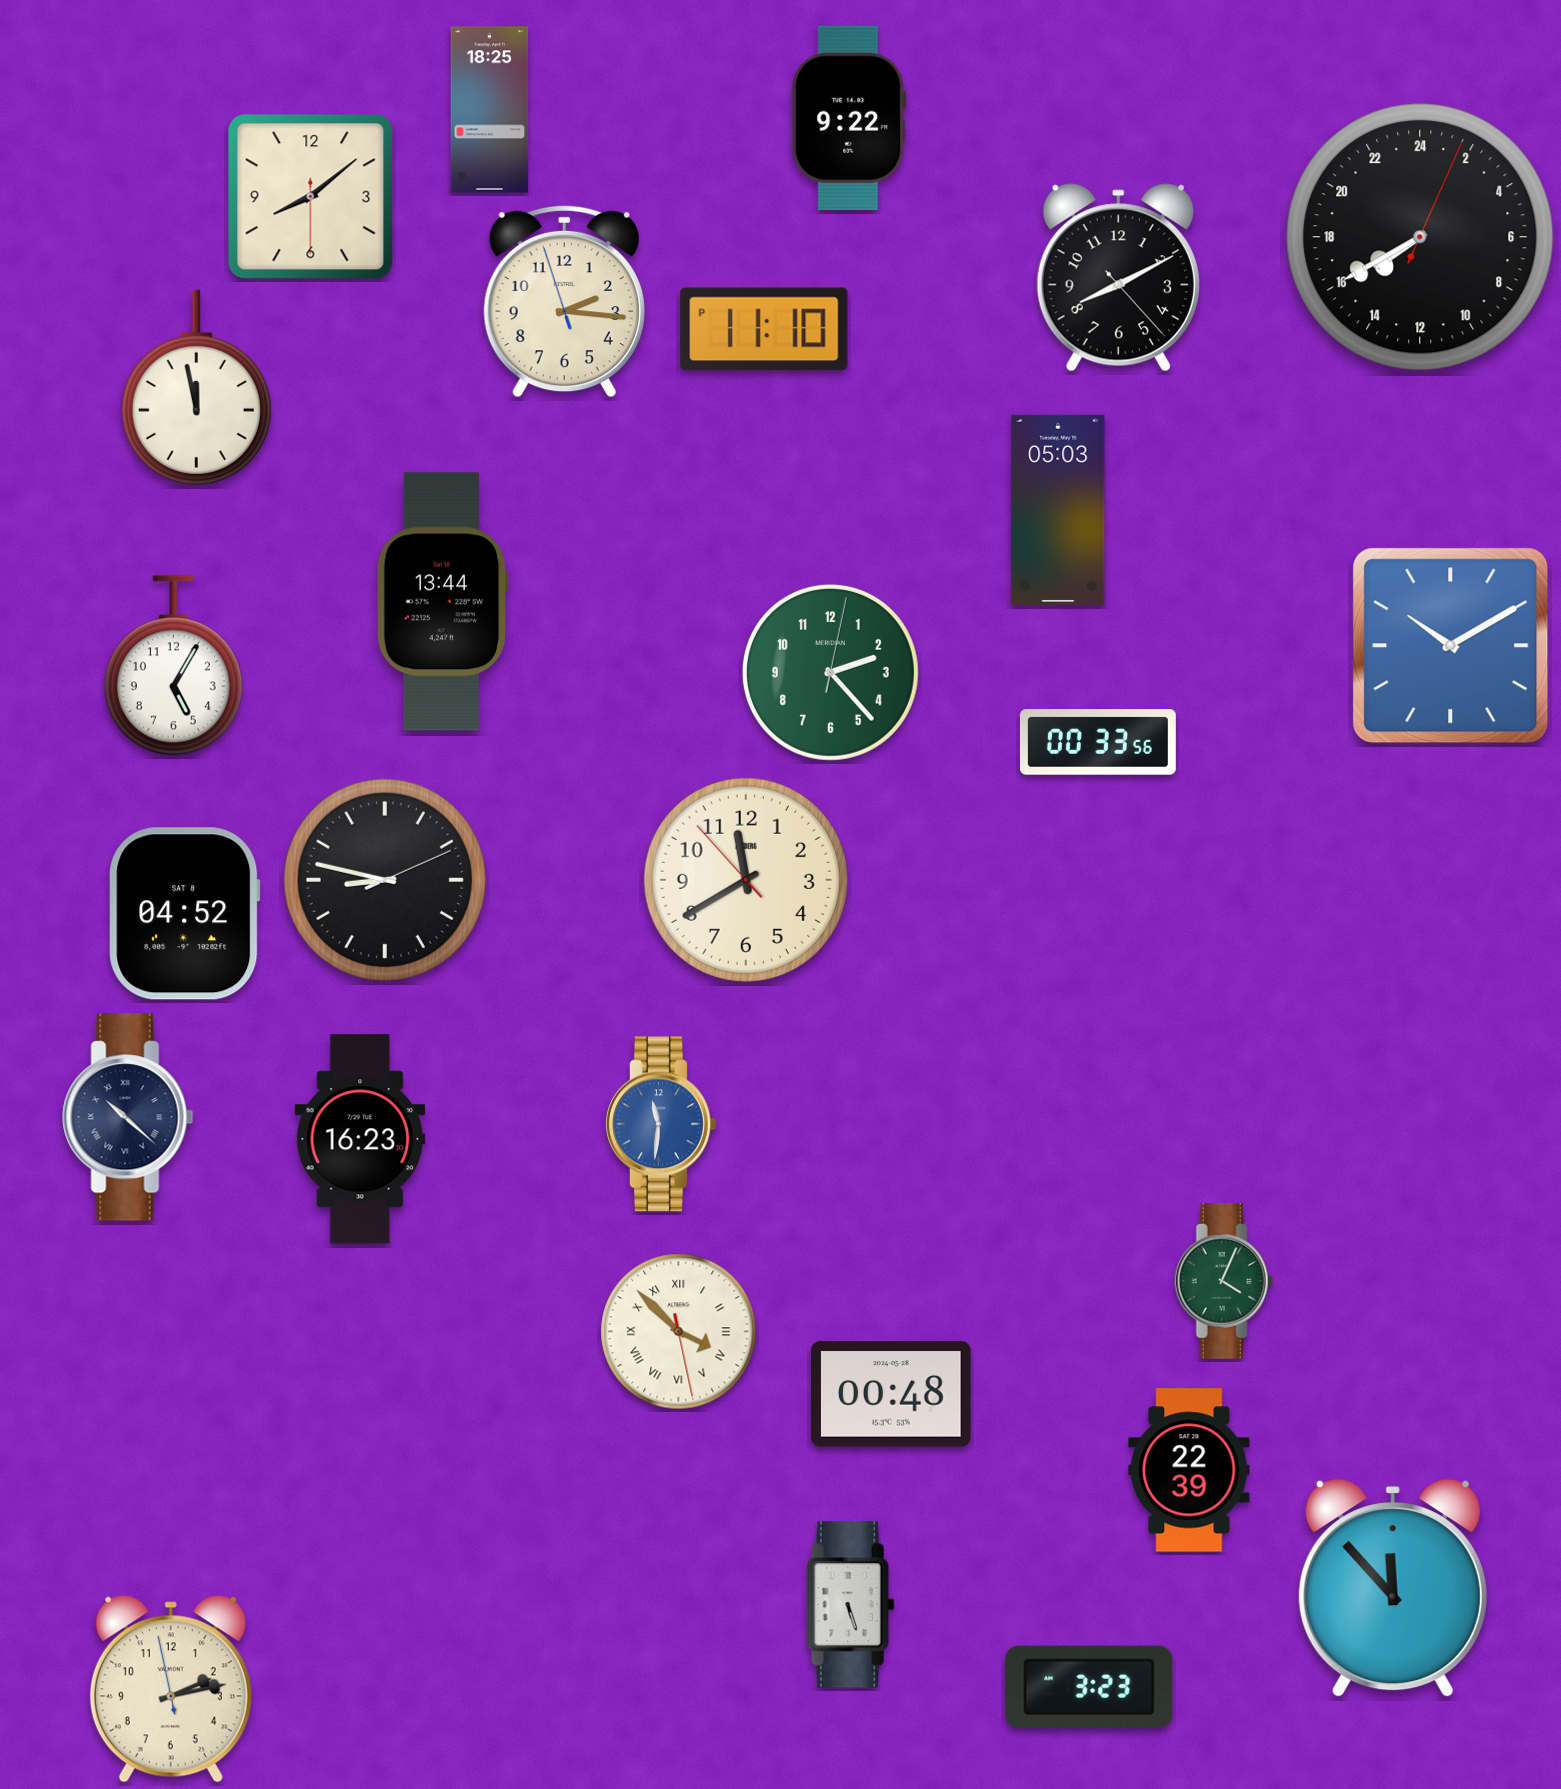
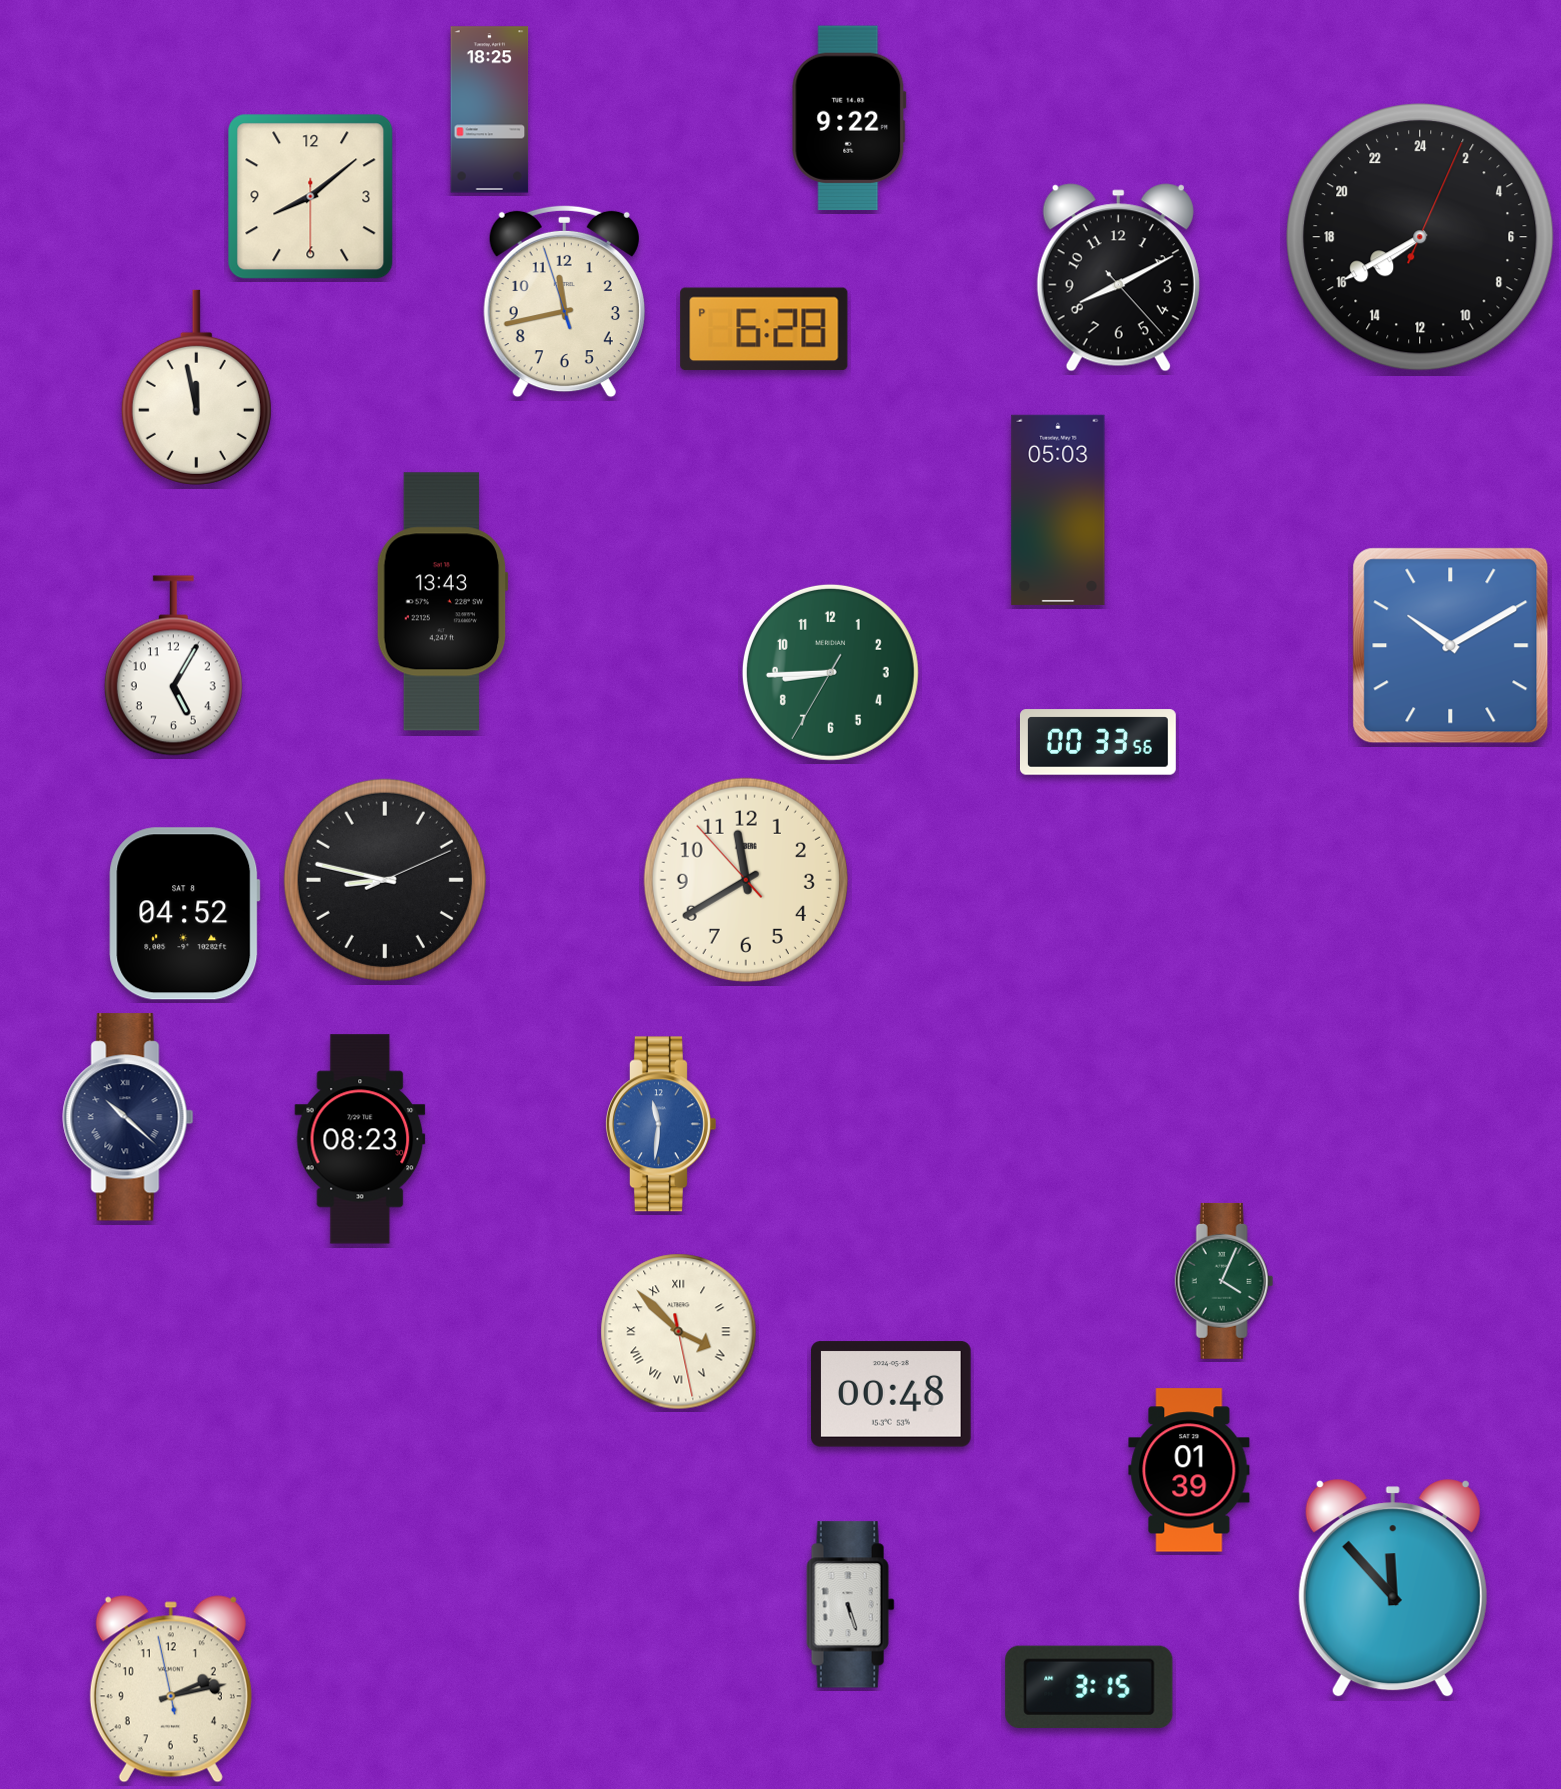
clock at (564, 301): 2:15 -> 11:42
clock at (764, 329): 11:10 -> 6:28
clock at (442, 602): 13:44 -> 13:43
clock at (830, 672): 2:23 -> 8:44
clock at (360, 1139): 16:23 -> 08:23
clock at (1189, 1470): 22:39 -> 01:39
clock at (1089, 1687): 3:23 -> 3:15
